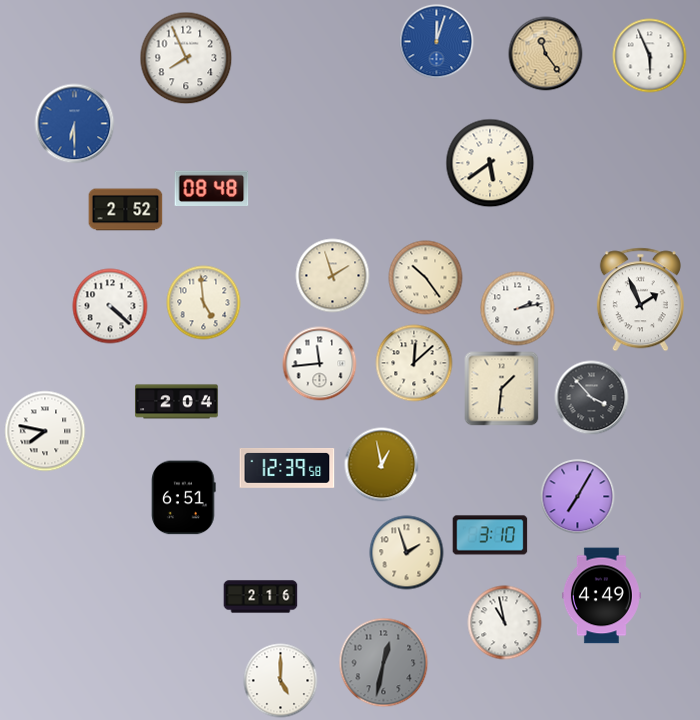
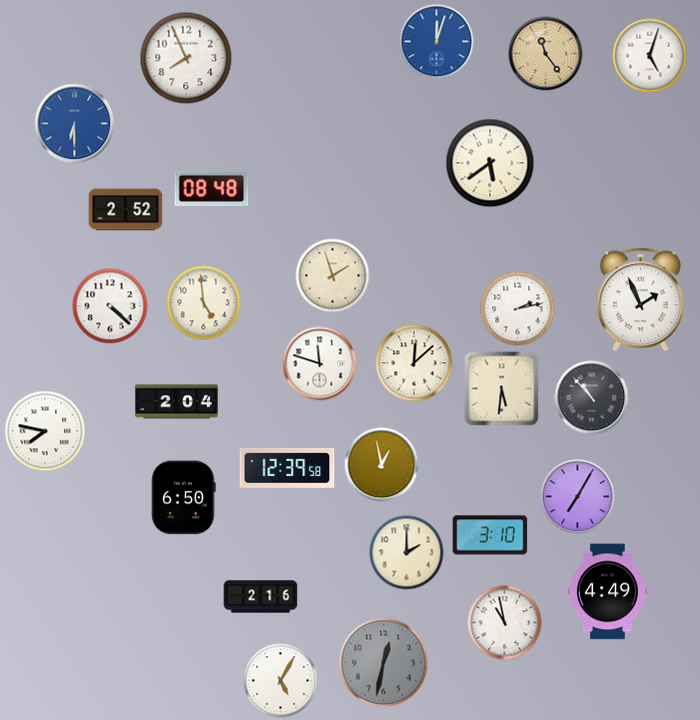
clock at (650, 56): 5:56 -> 5:03
clock at (426, 278): 10:24 -> none
clock at (320, 364): 11:44 -> 11:48
clock at (502, 389): 1:31 -> 5:31
clock at (592, 398): 3:53 -> 10:53
clock at (184, 498): 6:51 -> 6:50
clock at (407, 553): 1:57 -> 2:00
clock at (601, 596) position: (601, 596) -> (607, 592)
clock at (281, 681): 5:00 -> 5:05
